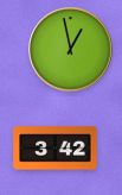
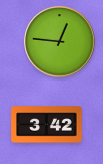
clock at (71, 50): 12:58 -> 12:46
